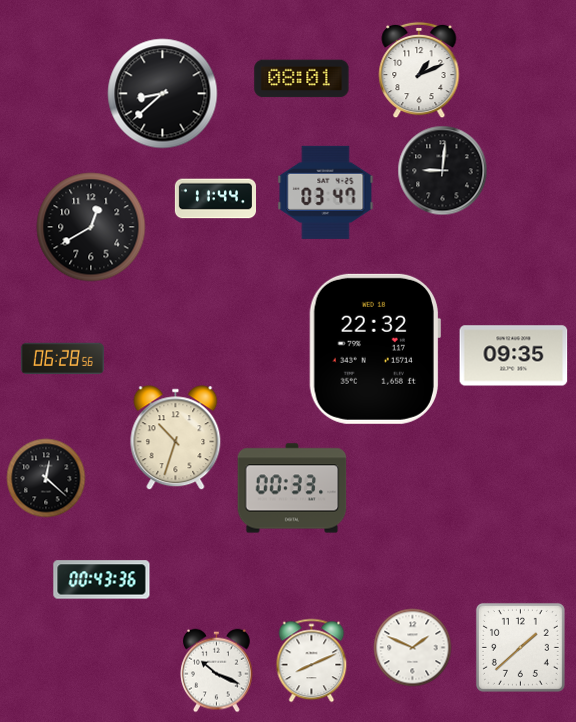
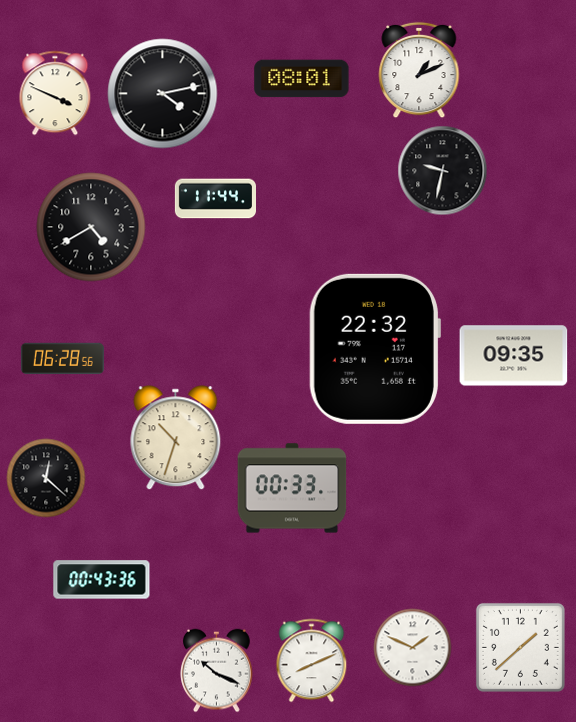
clock at (55, 93): none -> 3:49
clock at (163, 94): 8:38 -> 4:13
clock at (443, 171): 9:01 -> 9:32
clock at (326, 192): 03:47 -> none
clock at (91, 227): 12:40 -> 4:40
